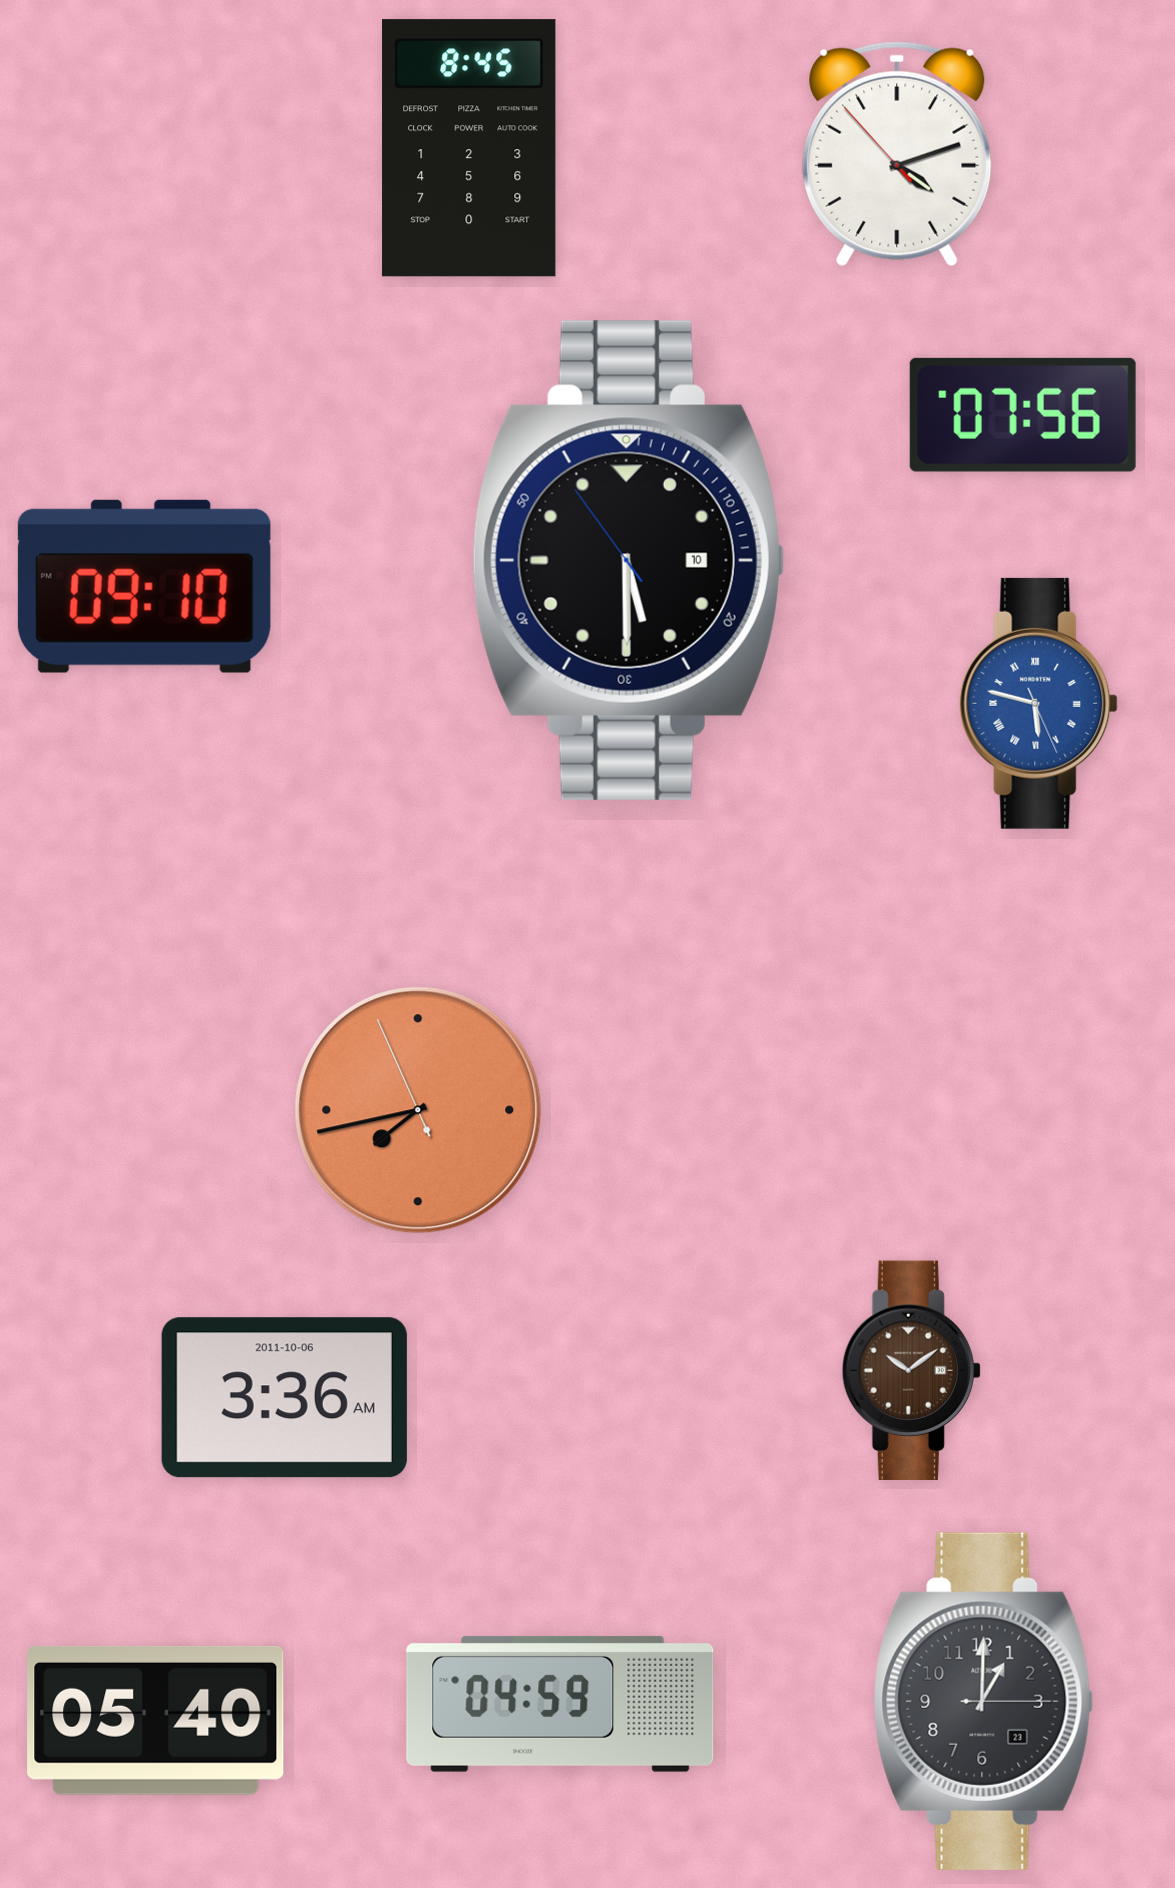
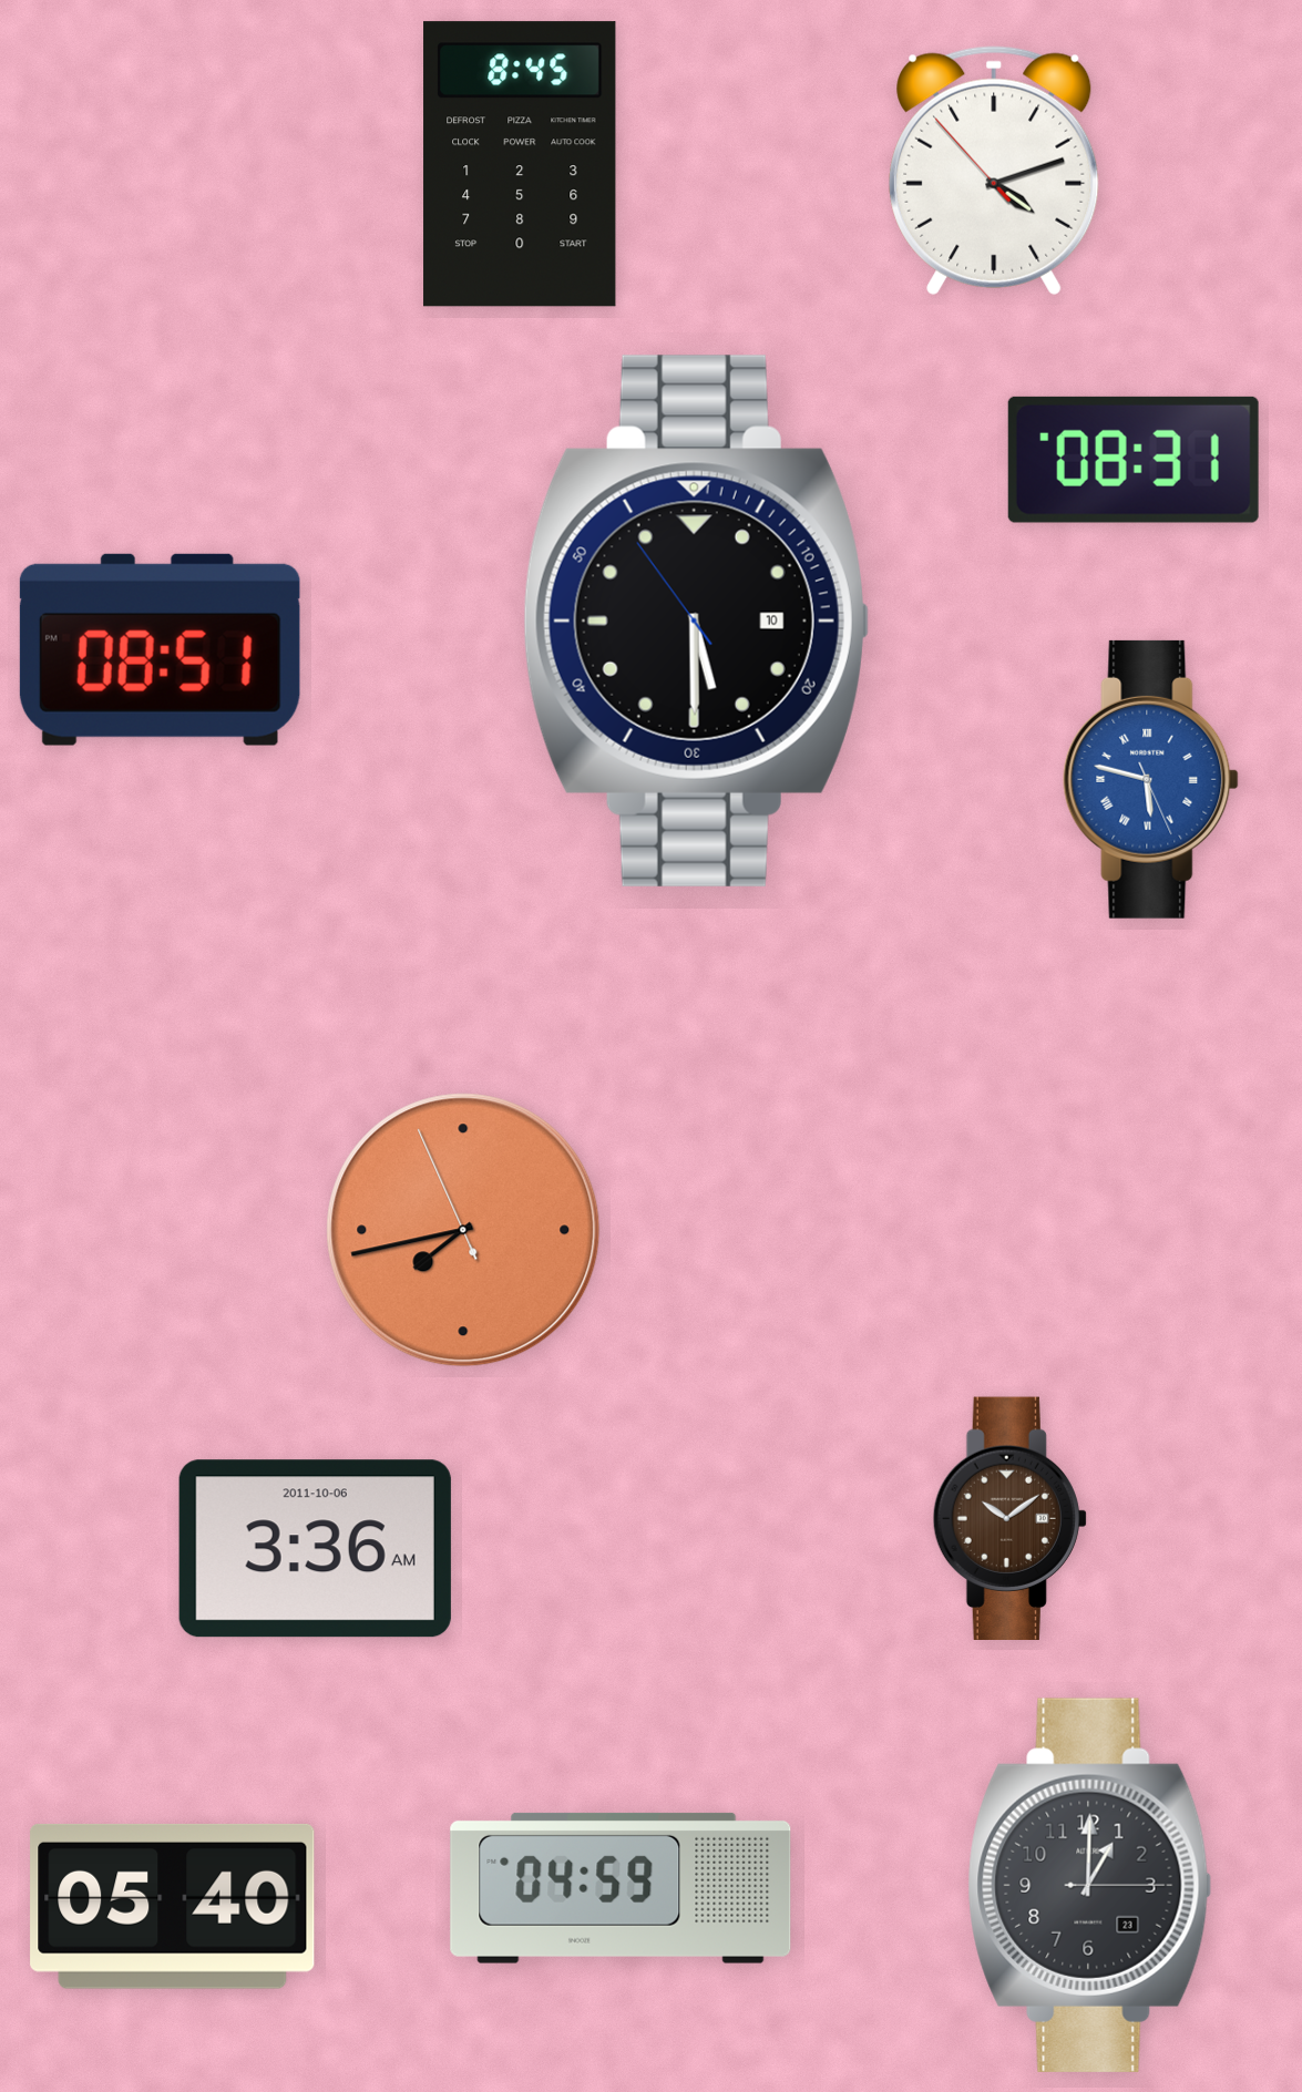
clock at (1023, 415): 07:56 -> 08:31
clock at (144, 586): 09:10 -> 08:51
